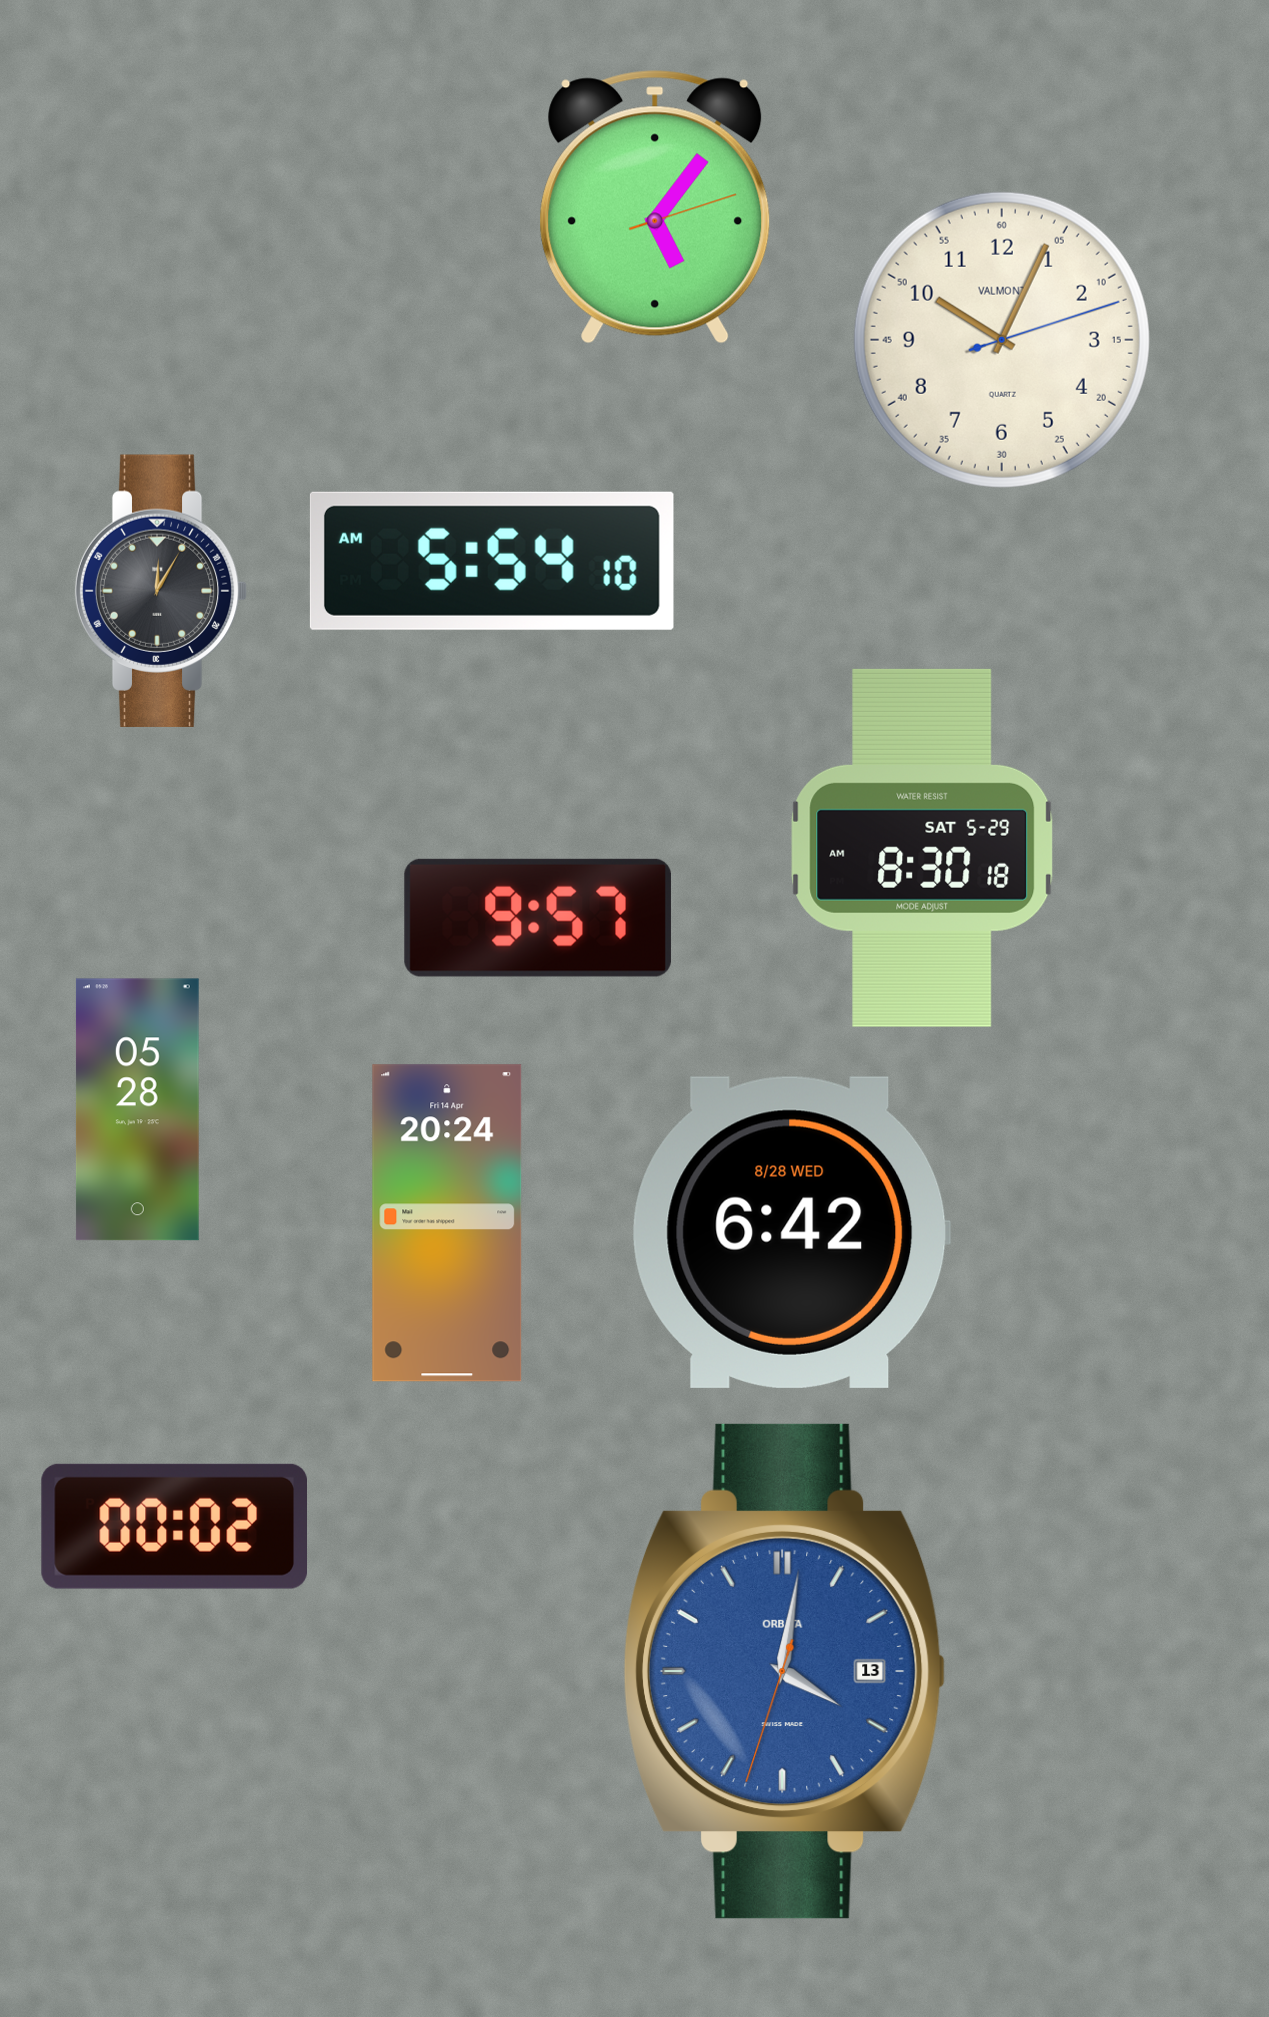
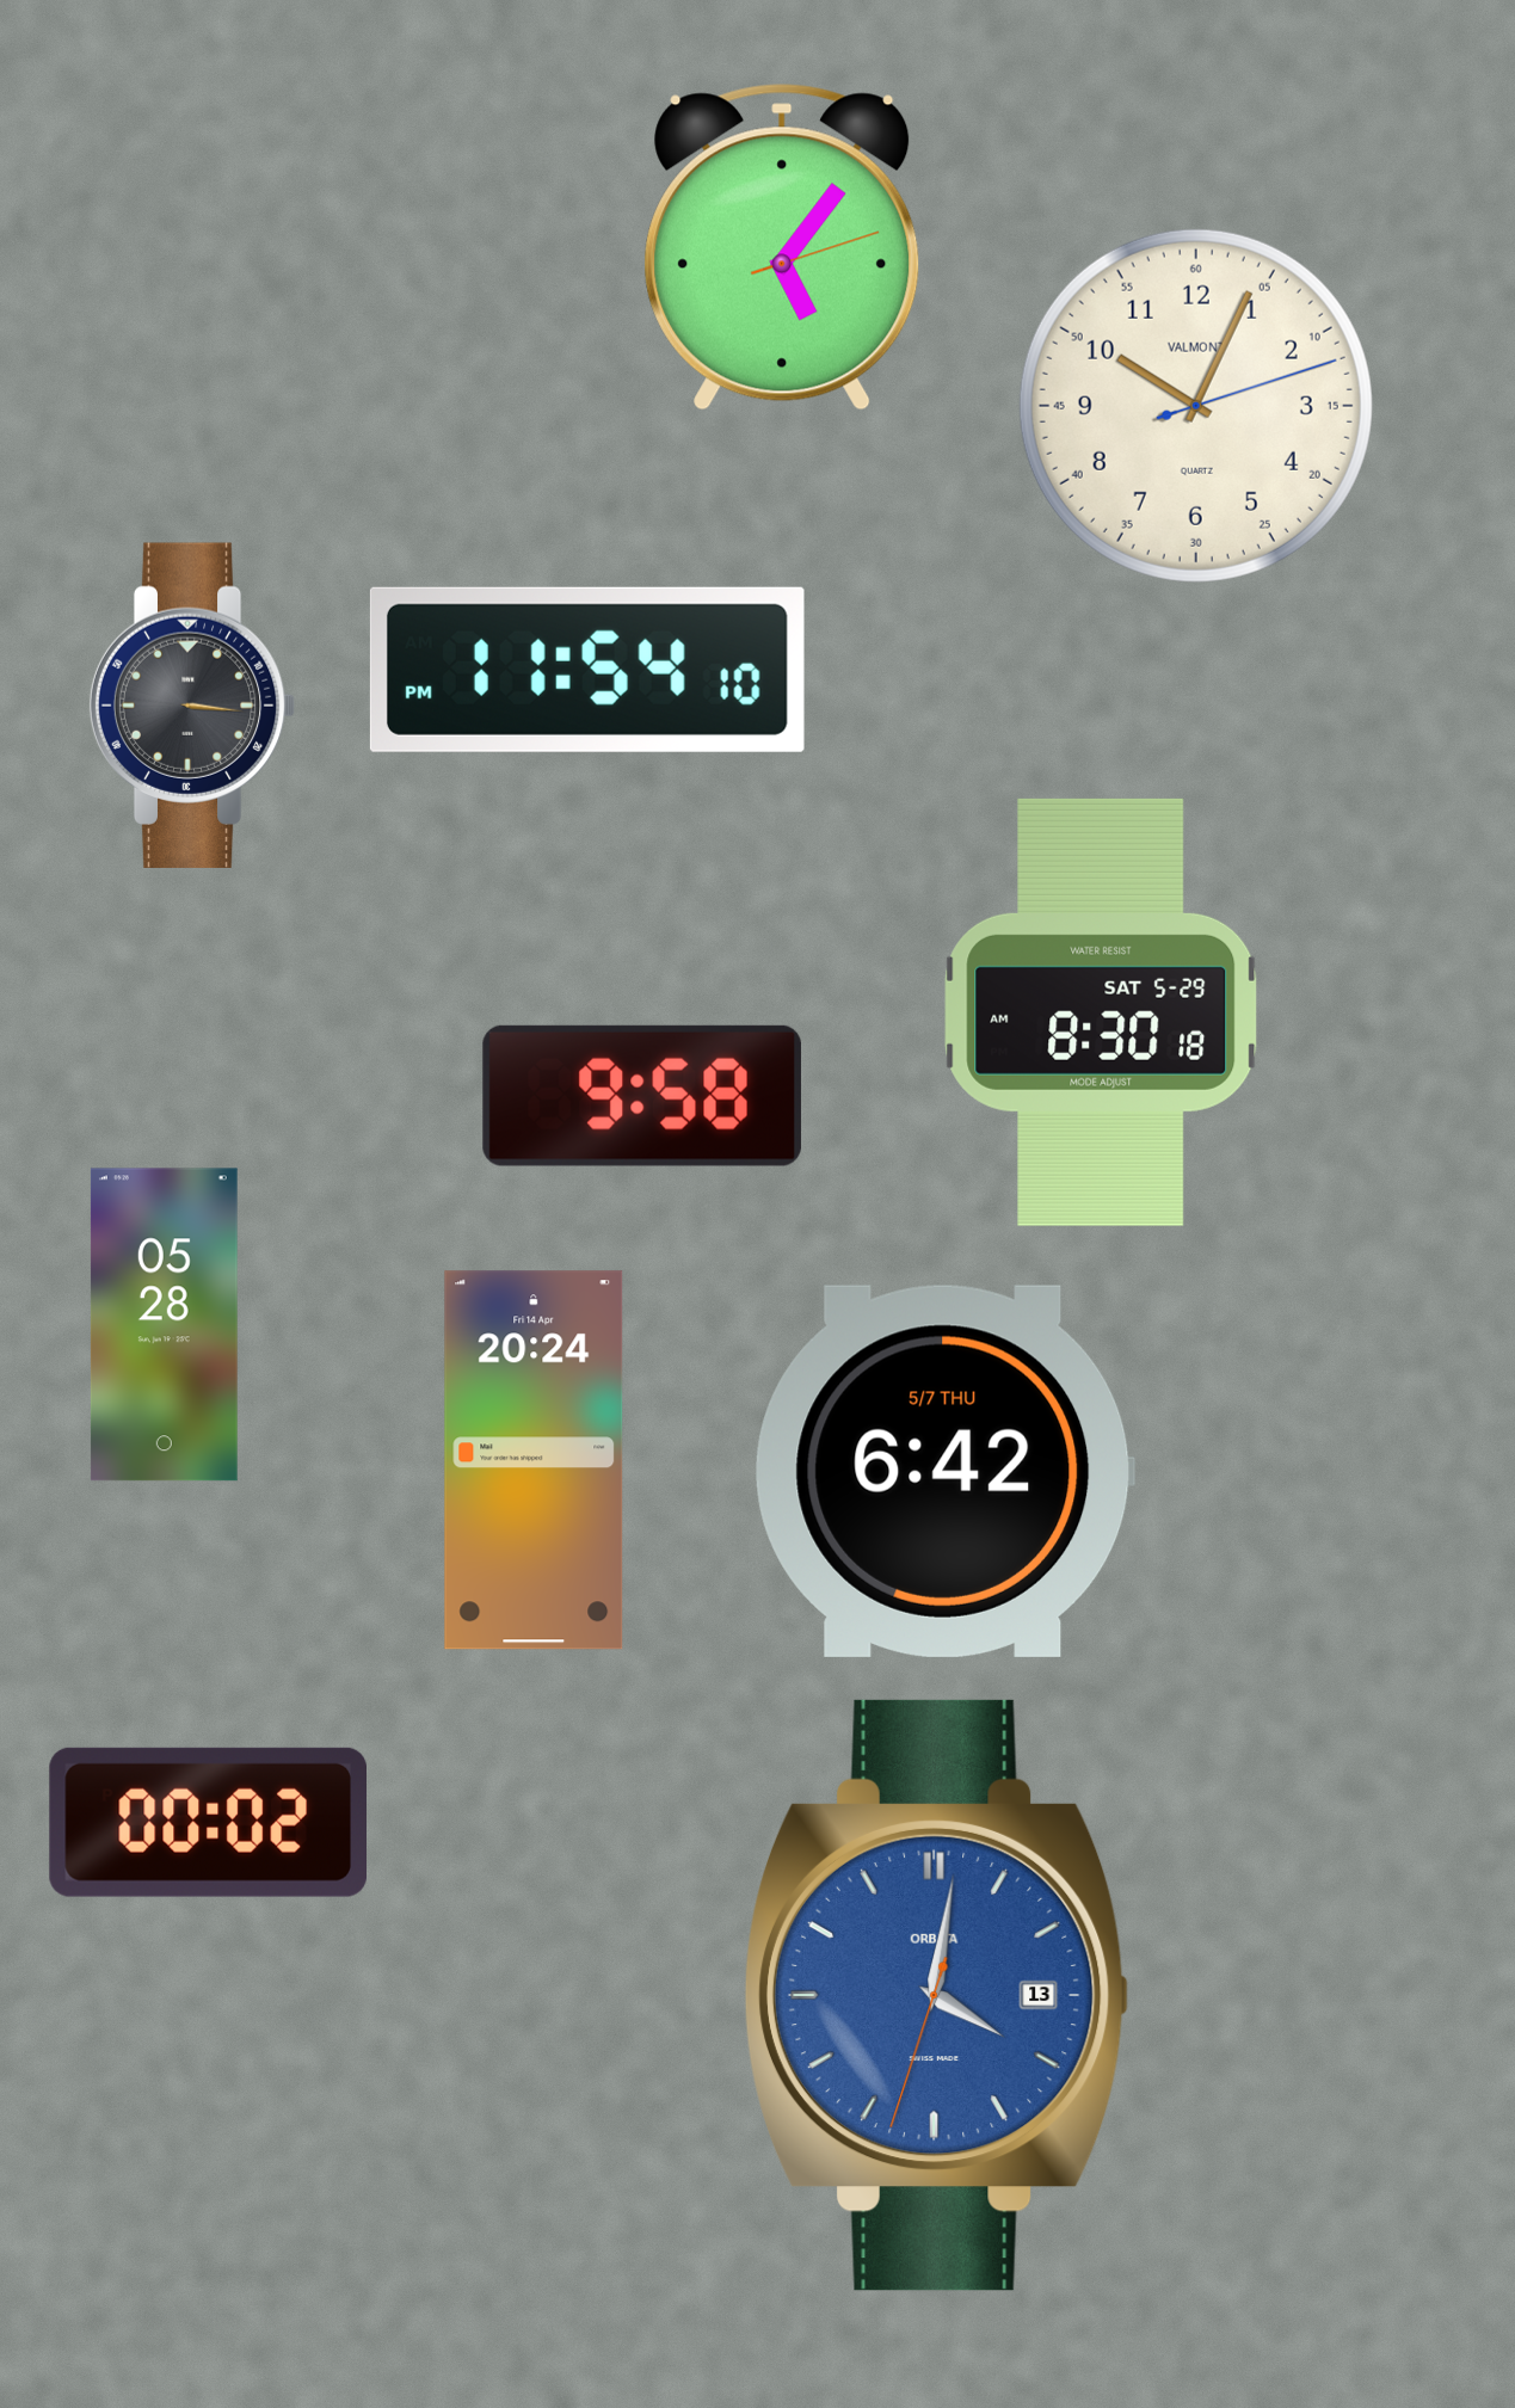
clock at (492, 561): 5:54 -> 11:54
clock at (161, 591): 12:05 -> 3:16
clock at (538, 918): 9:57 -> 9:58
clock at (791, 1232) date: 8/28 WED -> 5/7 THU
